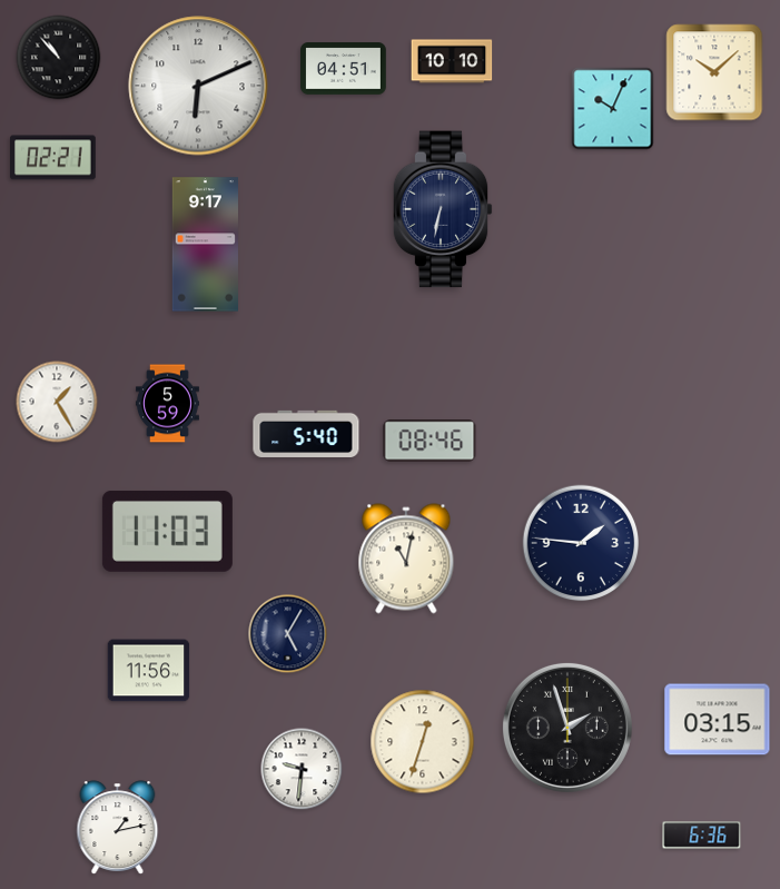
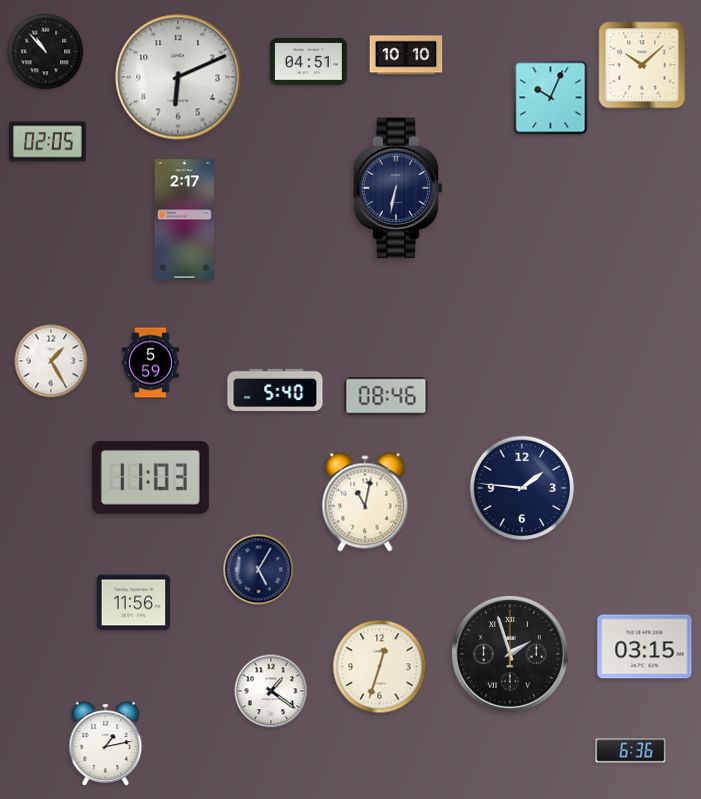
clock at (59, 58) position: (59, 58) -> (46, 52)
clock at (53, 158): 02:21 -> 02:05
clock at (205, 245): 9:17 -> 2:17
clock at (302, 769): 9:31 -> 1:21
